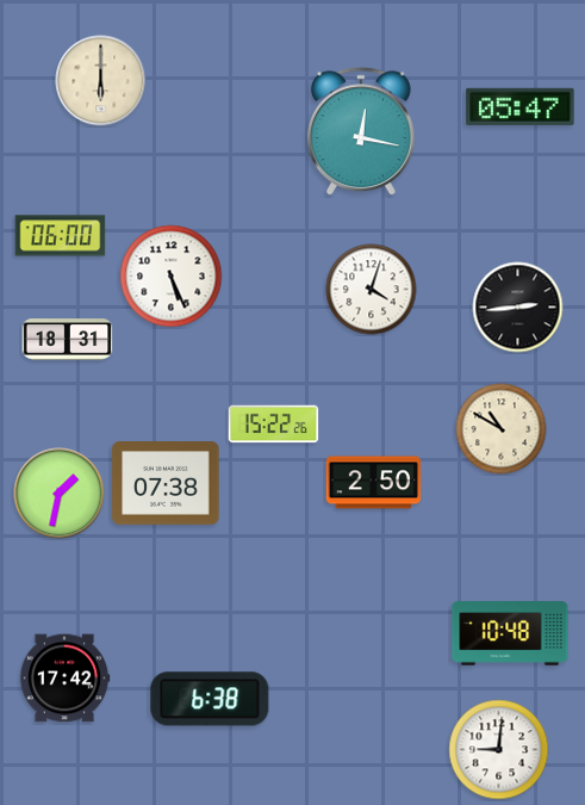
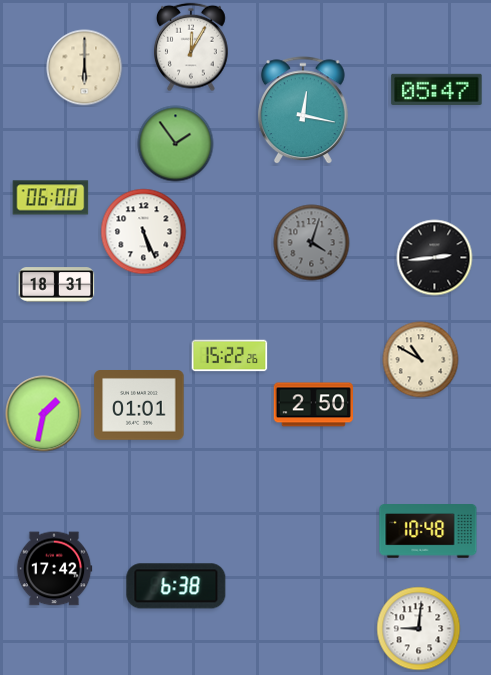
clock at (192, 47): none -> 12:05
clock at (176, 144): none -> 1:54
clock at (372, 290) dial: white -> grey
clock at (166, 484): 07:38 -> 01:01
clock at (60, 494) position: (60, 494) -> (44, 414)
